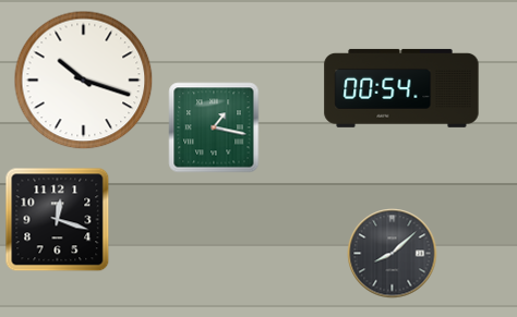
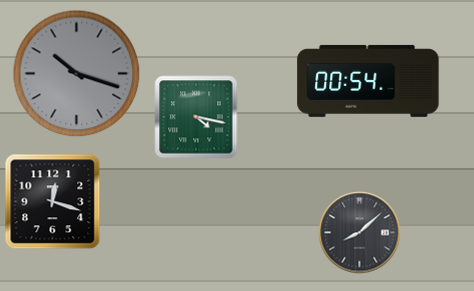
clock at (84, 81) dial: white -> grey
clock at (214, 127): 1:17 -> 4:17
